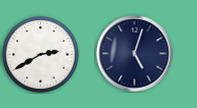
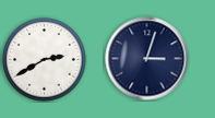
clock at (135, 54): 5:03 -> 3:03
